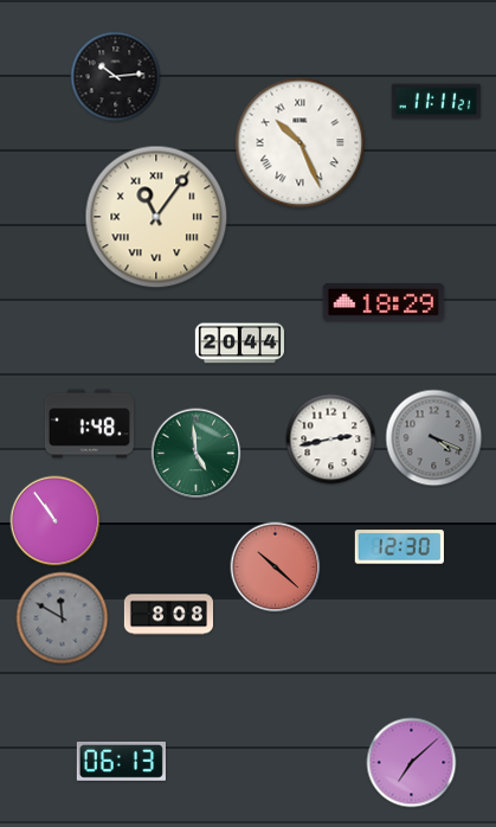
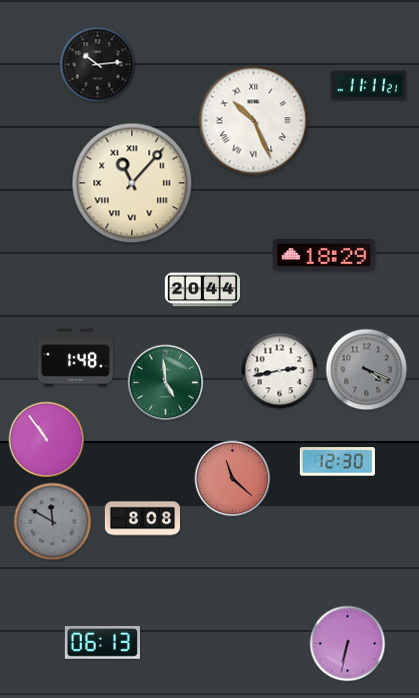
clock at (156, 217): 11:06 -> 11:07
clock at (276, 568): 10:22 -> 11:22
clock at (412, 763): 7:08 -> 6:32
